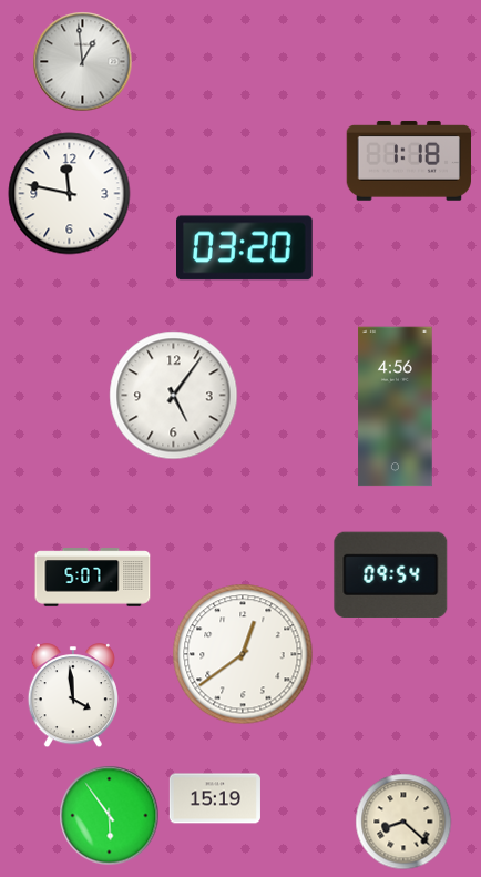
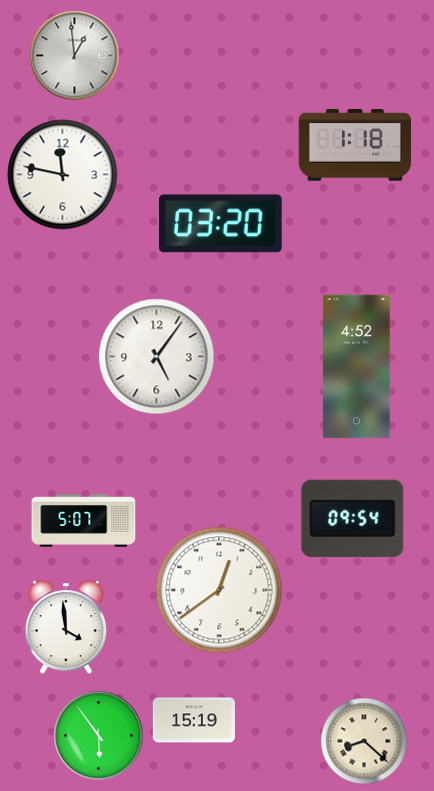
clock at (408, 161) position: (408, 161) -> (354, 145)
clock at (396, 407): 4:56 -> 4:52
